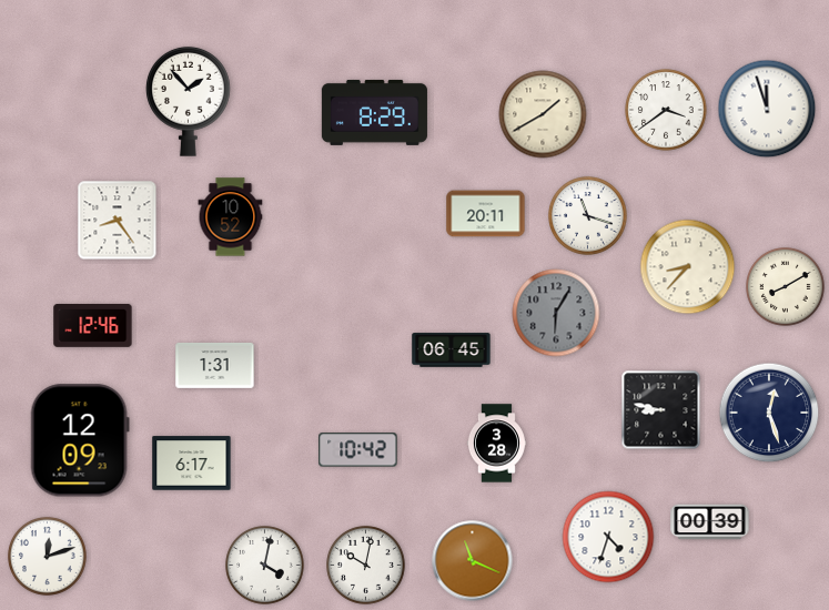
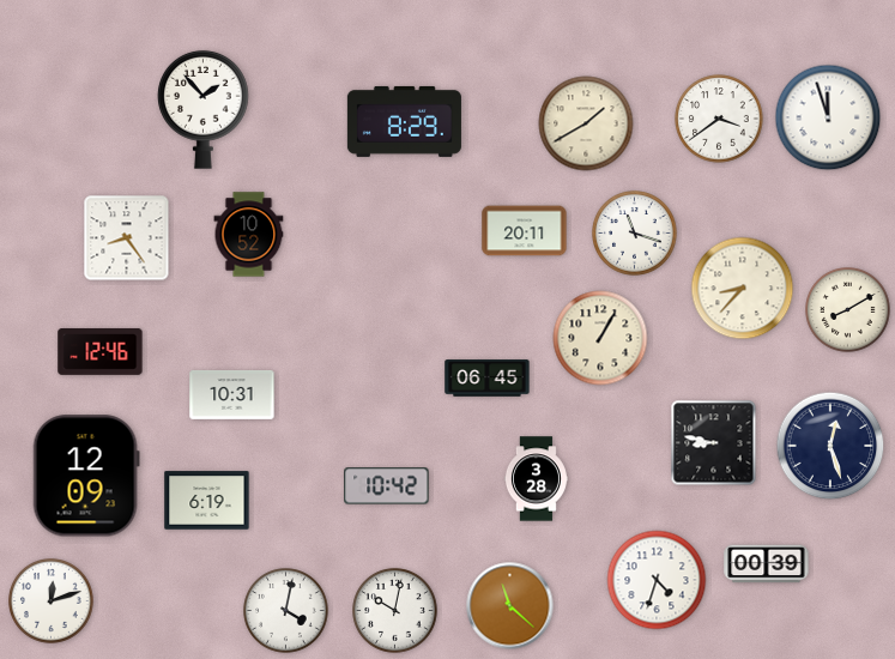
clock at (556, 313): 6:05 -> 1:05
clock at (556, 313) dial: grey -> cream
clock at (215, 366): 1:31 -> 10:31
clock at (192, 464): 6:17 -> 6:19
clock at (473, 561): 11:19 -> 11:22
